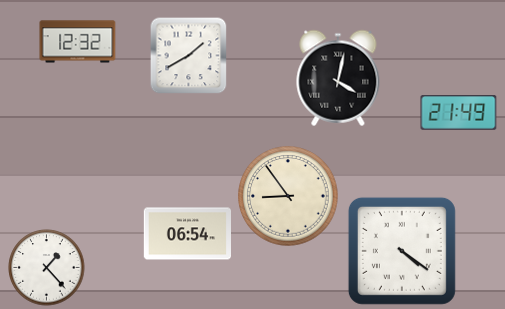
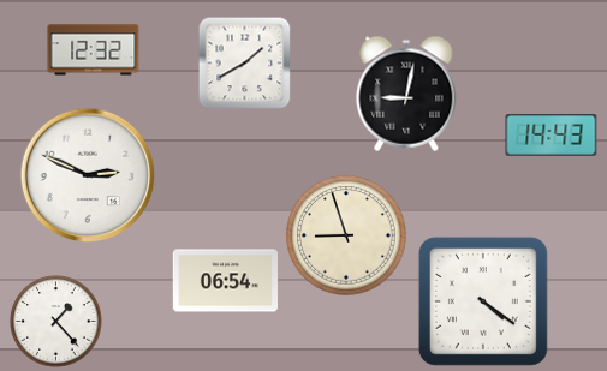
clock at (188, 56) position: (188, 56) -> (244, 64)
clock at (338, 78): 4:02 -> 9:02
clock at (459, 113): 21:49 -> 14:43
clock at (87, 174): none -> 2:49
clock at (288, 196): 8:54 -> 8:57
